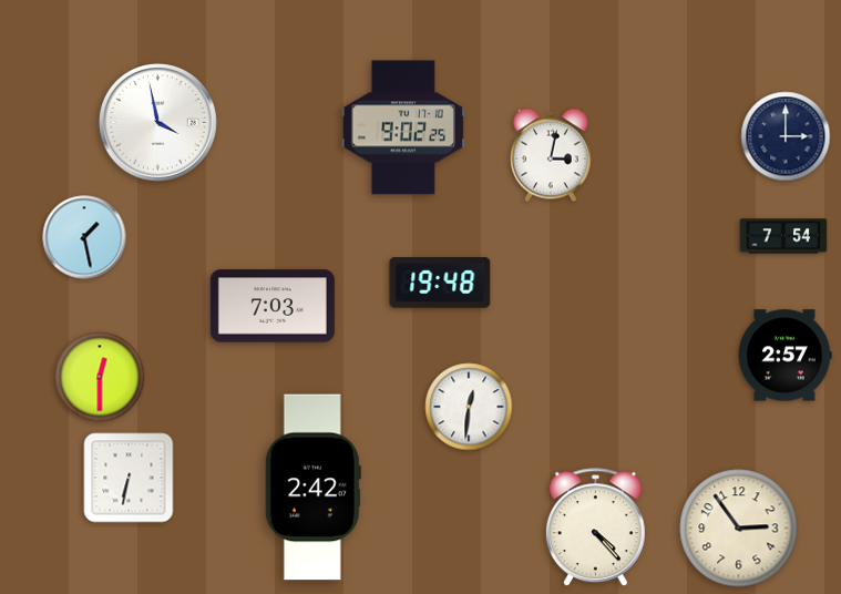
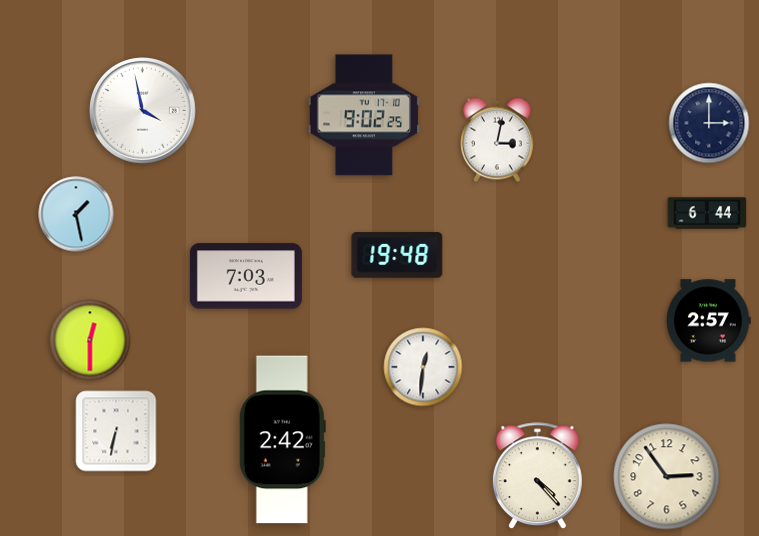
clock at (783, 236): 7:54 -> 6:44
